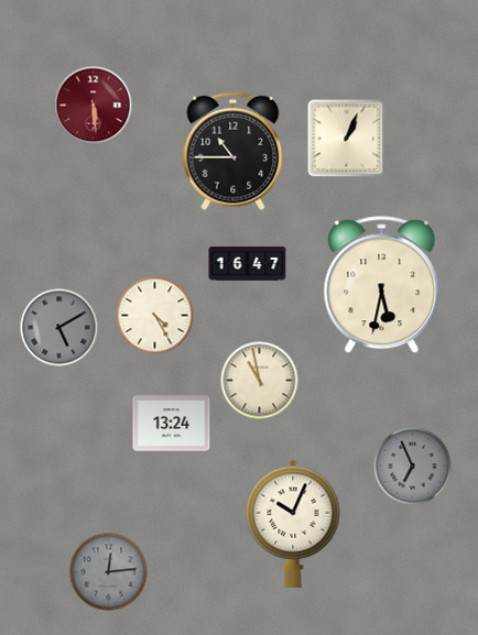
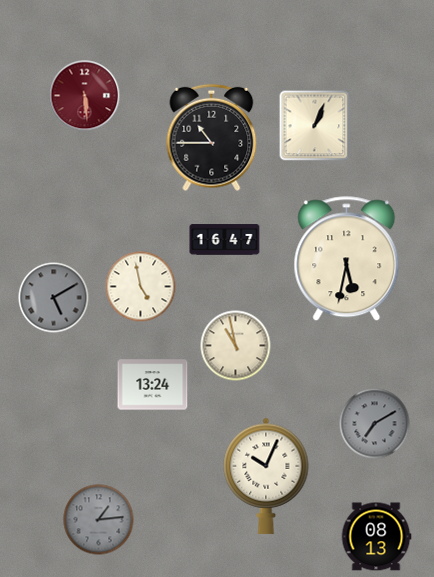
clock at (155, 316): 4:25 -> 4:58
clock at (172, 424) position: (172, 424) -> (153, 385)
clock at (413, 467): 6:56 -> 7:10
clock at (109, 572): 12:14 -> 1:14
clock at (376, 537): none -> 08:13
